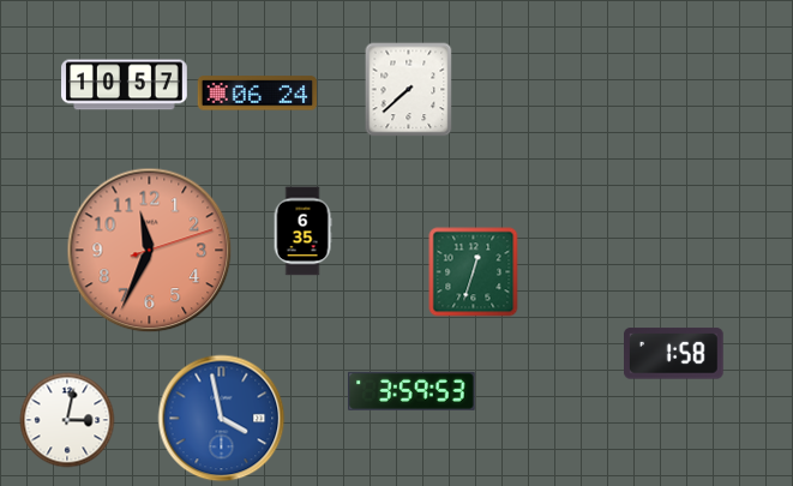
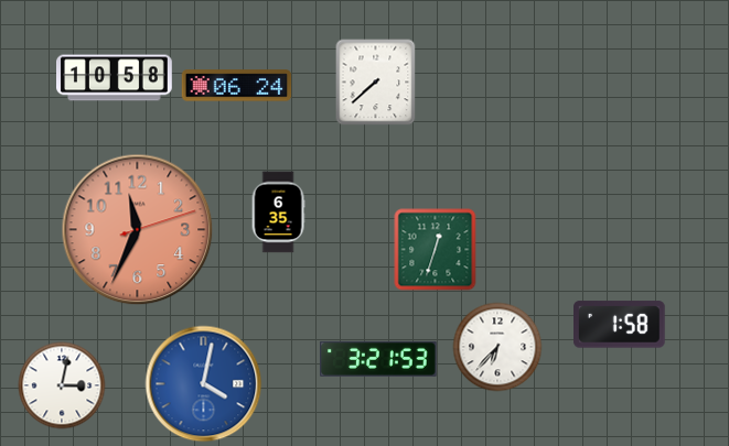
clock at (125, 85): 10:57 -> 10:58
clock at (497, 347): none -> 6:37
clock at (413, 391): 3:59 -> 3:21
clock at (222, 419): 3:58 -> 4:02
